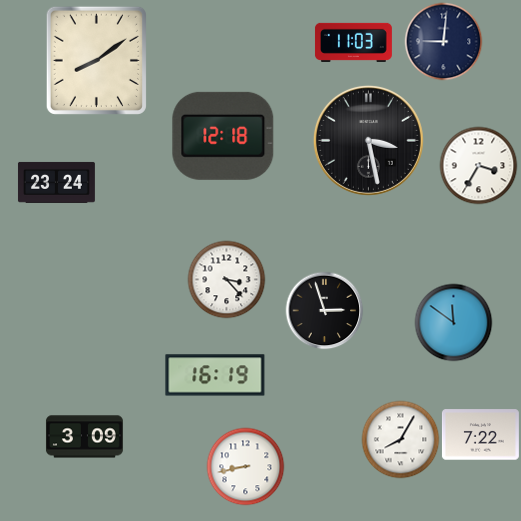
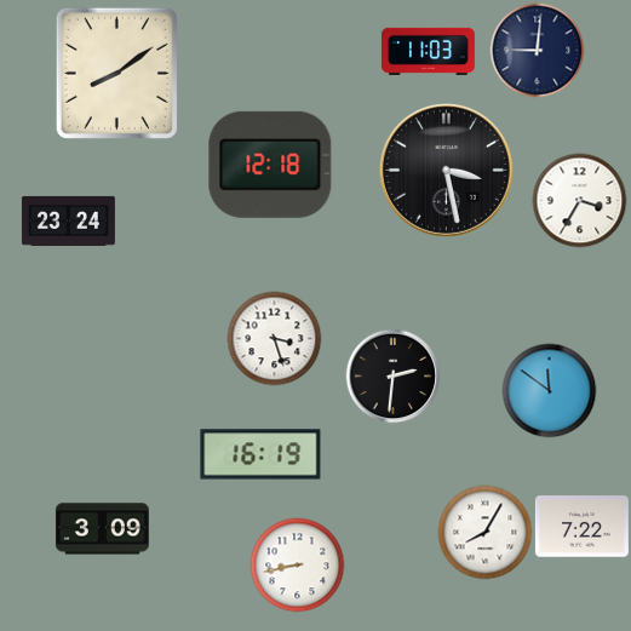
clock at (226, 279): 3:23 -> 3:27
clock at (324, 310): 2:57 -> 2:31
